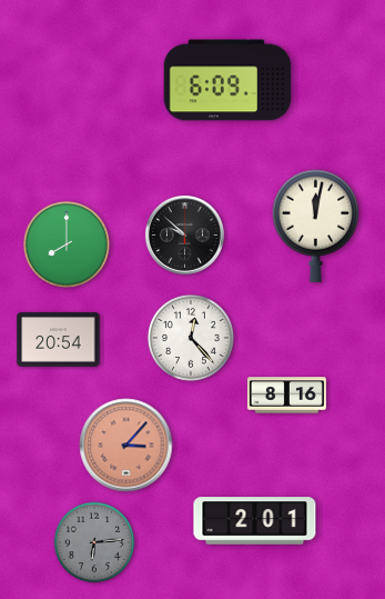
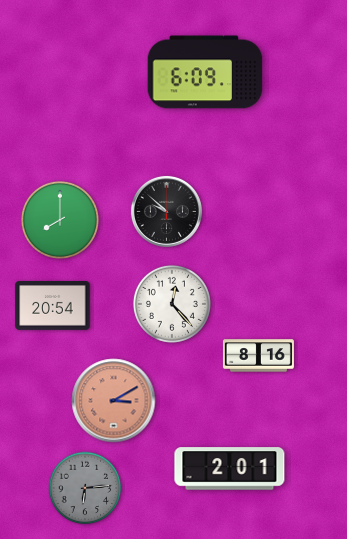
clock at (316, 226): 12:02 -> none
clock at (126, 446): 3:07 -> 3:10
